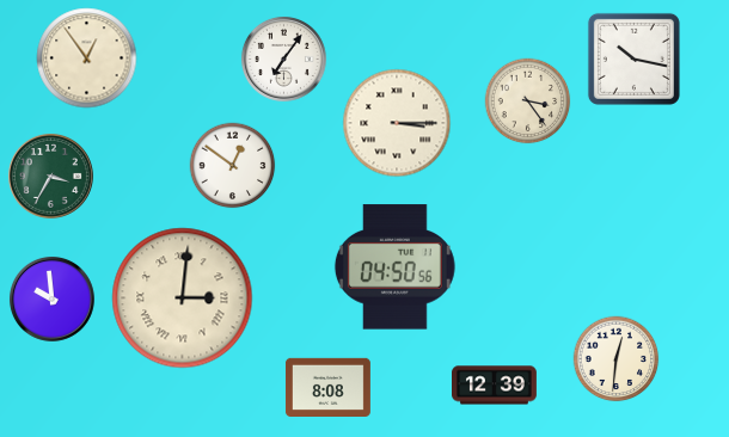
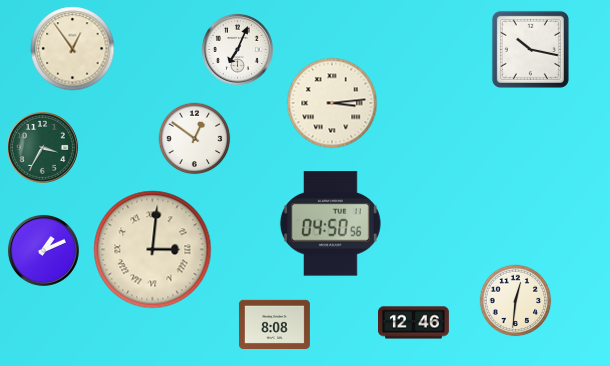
clock at (283, 59): 7:06 -> 7:04
clock at (528, 101): 3:24 -> none
clock at (397, 123): 3:15 -> 3:14
clock at (51, 298): 9:59 -> 1:11
clock at (495, 386): 12:39 -> 12:46
